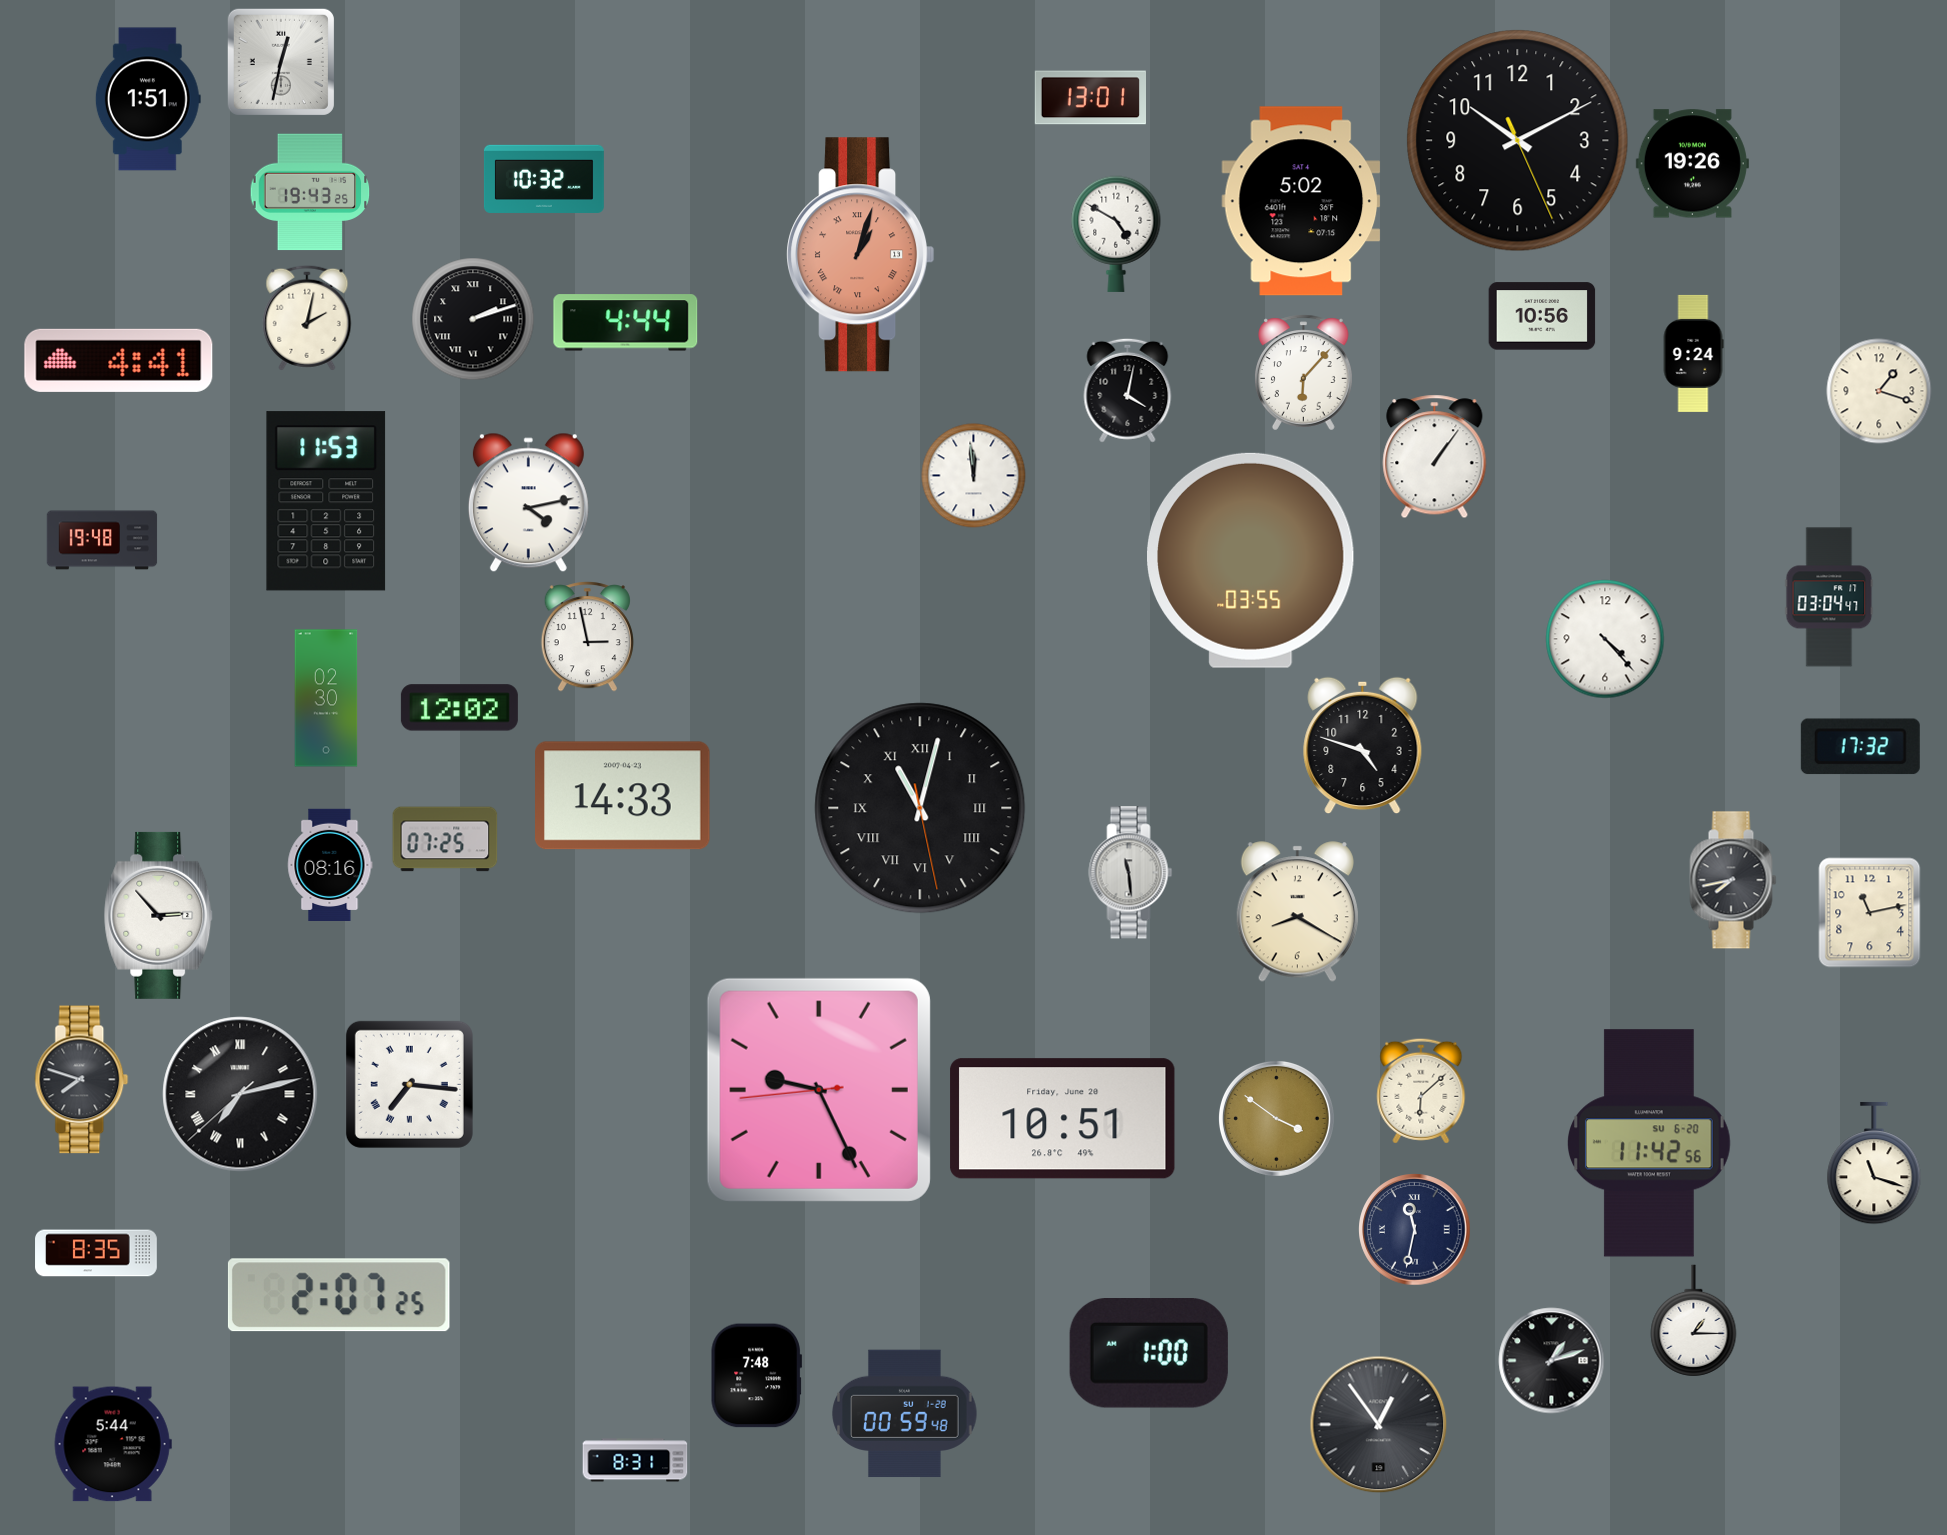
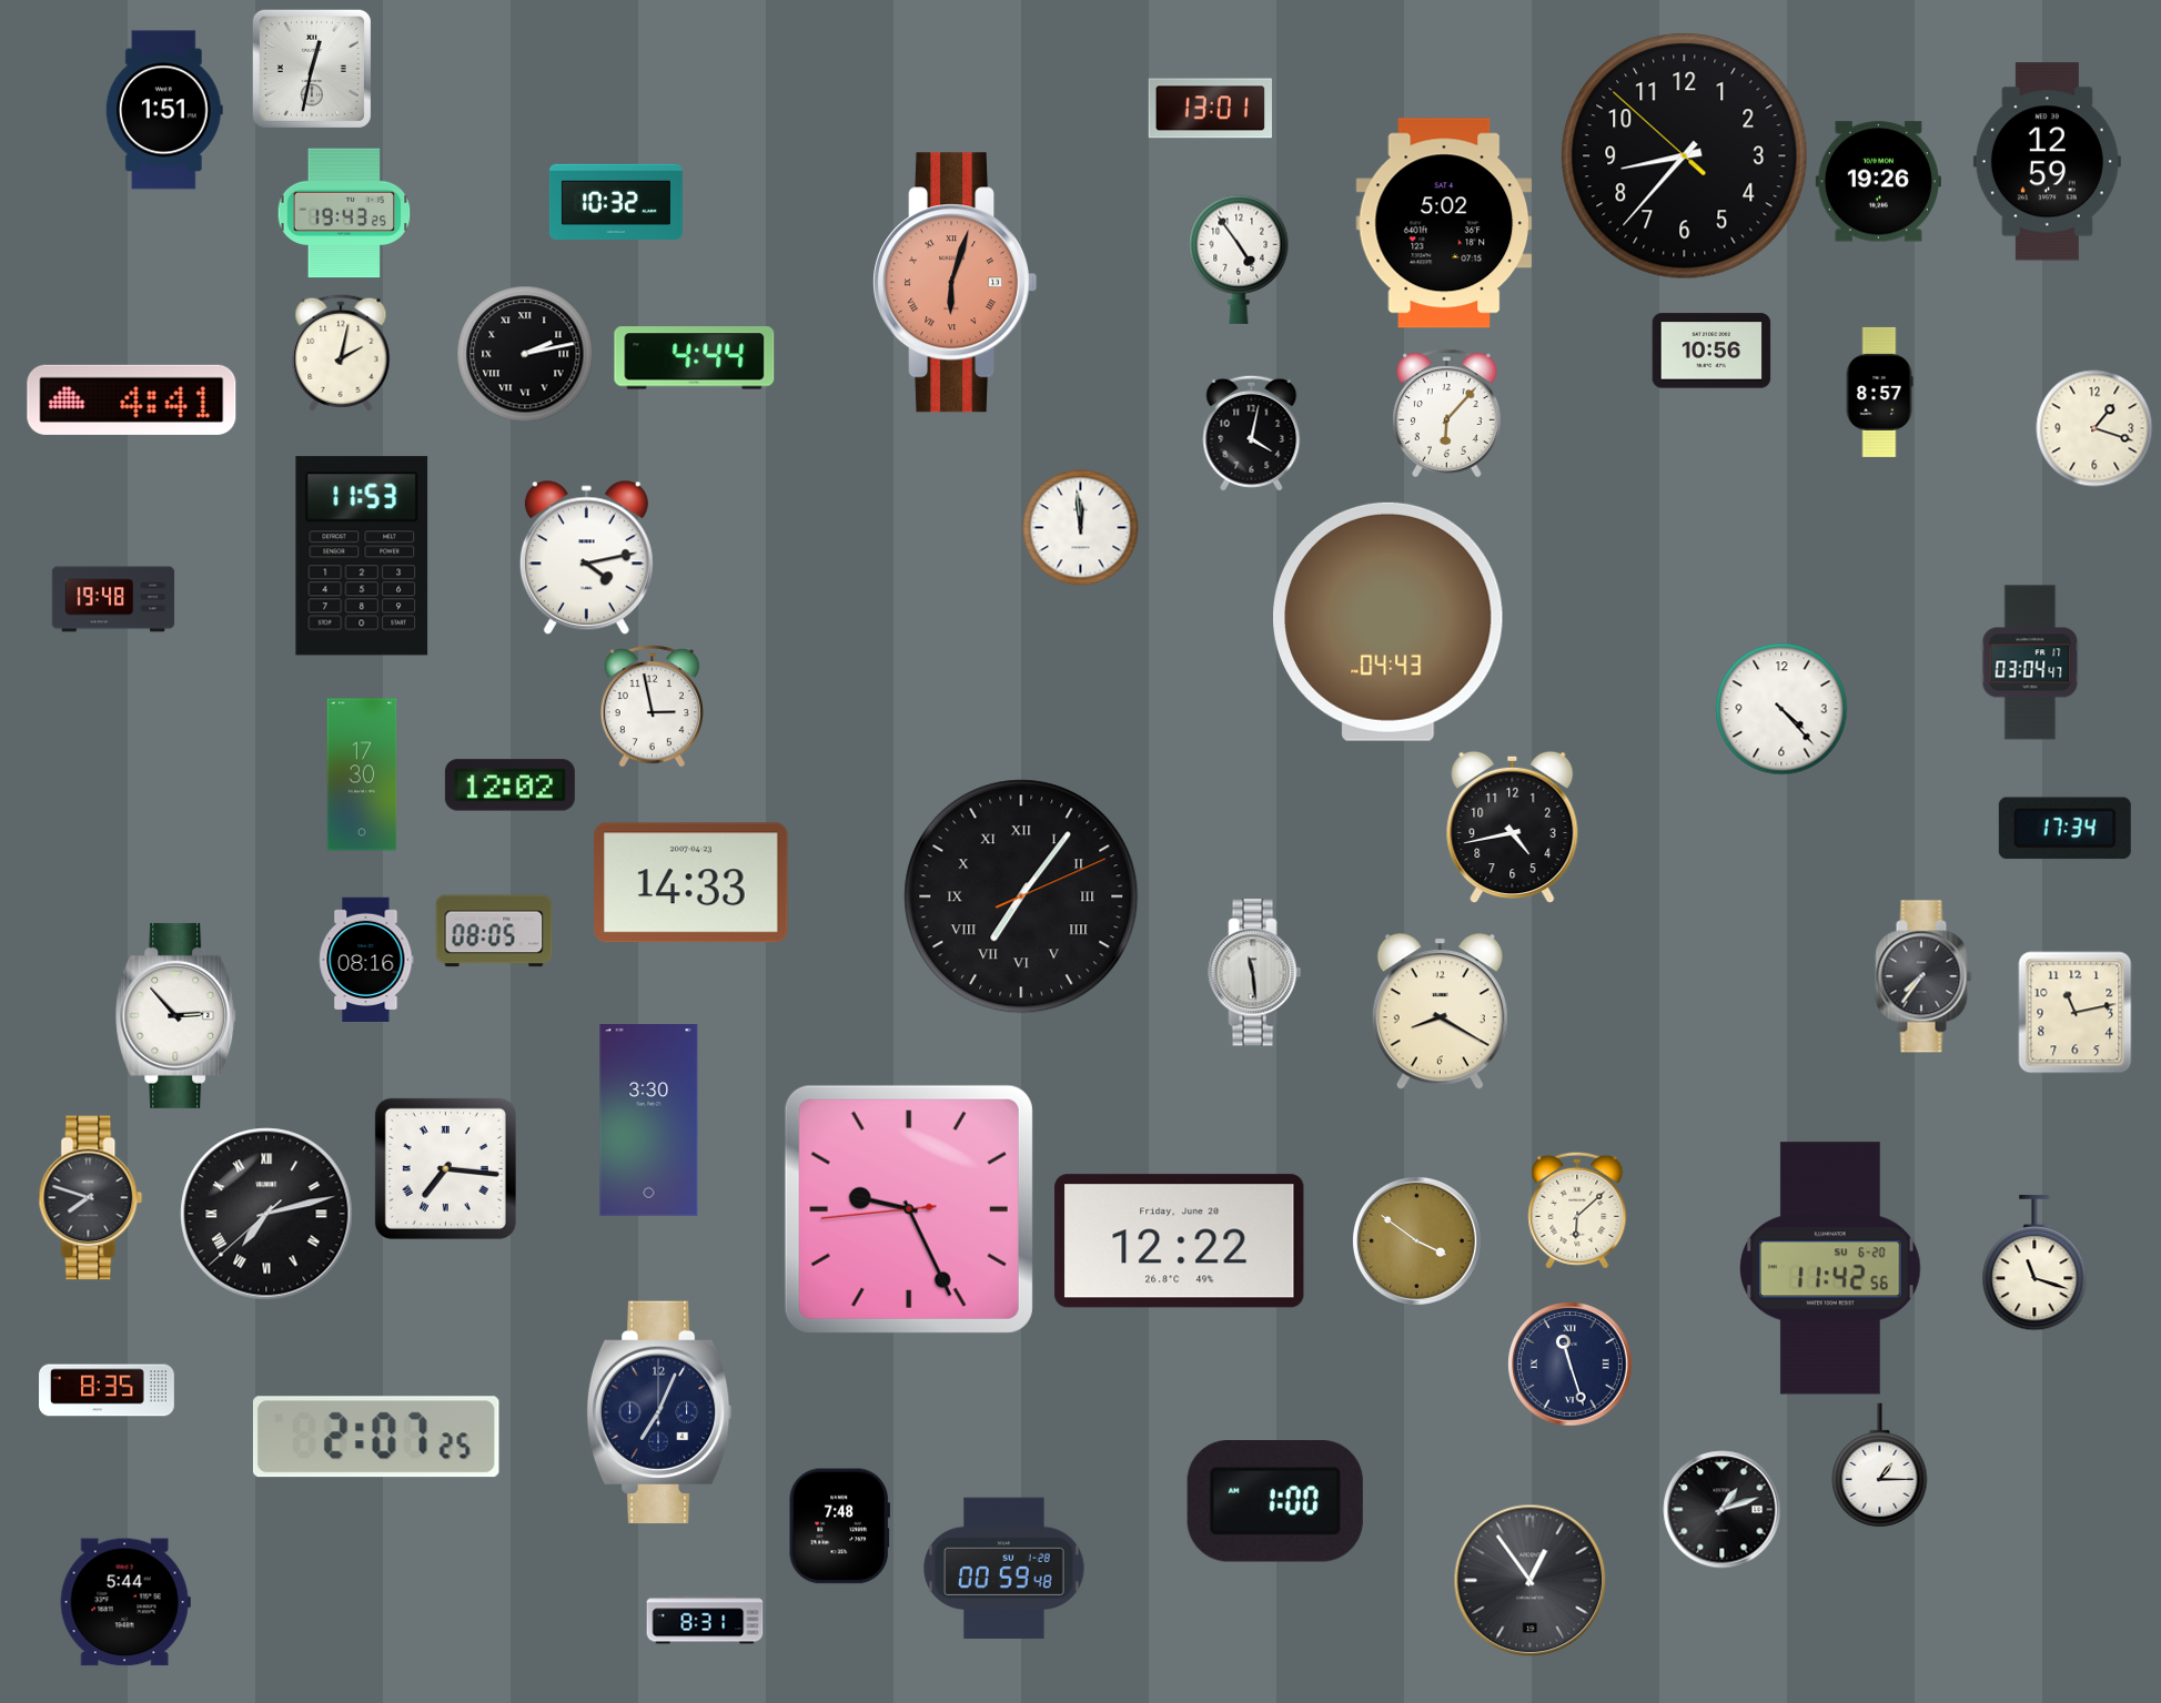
clock at (1518, 141): 10:10 -> 8:36
clock at (2047, 162): none -> 12:59
clock at (544, 179) position: (544, 179) -> (616, 202)
clock at (1116, 234): 4:50 -> 4:54
clock at (861, 255): 1:03 -> 6:03
clock at (473, 319): 2:12 -> 2:13
clock at (1693, 353): 9:24 -> 8:57
clock at (1879, 391) position: (1879, 391) -> (2094, 428)
clock at (1435, 457): 1:06 -> none
clock at (1251, 560): 03:55 -> 04:43
clock at (326, 698): 02:30 -> 17:30
clock at (1363, 746): 4:48 -> 4:43
clock at (1860, 747): 17:32 -> 17:34
clock at (920, 808): 11:02 -> 7:06
clock at (445, 839): 07:25 -> 08:05
clock at (1131, 873) position: (1131, 873) -> (1255, 973)
clock at (1733, 880): 7:43 -> 7:36
clock at (649, 1121): none -> 3:30
clock at (409, 1084) position: (409, 1084) -> (445, 1168)
clock at (1063, 1119): 10:51 -> 12:22
clock at (1874, 1163) position: (1874, 1163) -> (2034, 1263)
clock at (1415, 1230): 11:32 -> 11:27
clock at (659, 1412): none -> 7:04
